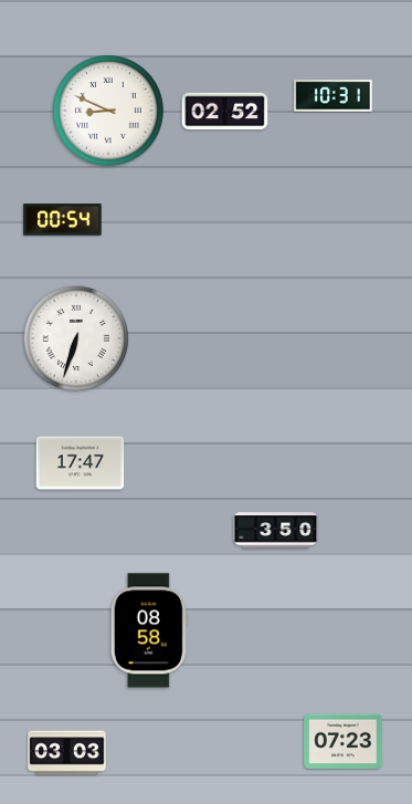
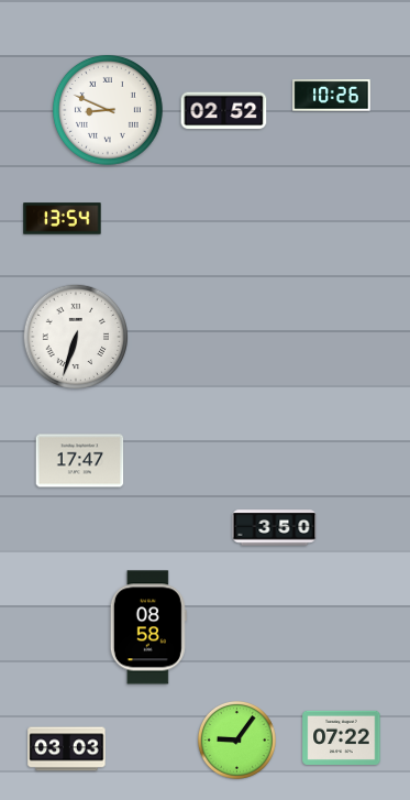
clock at (334, 96): 10:31 -> 10:26
clock at (63, 220): 00:54 -> 13:54
clock at (344, 741): 07:23 -> 07:22
clock at (236, 739): none -> 9:06
